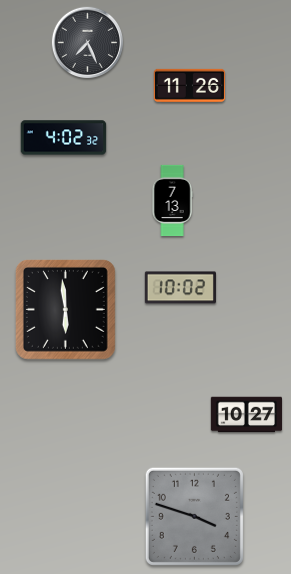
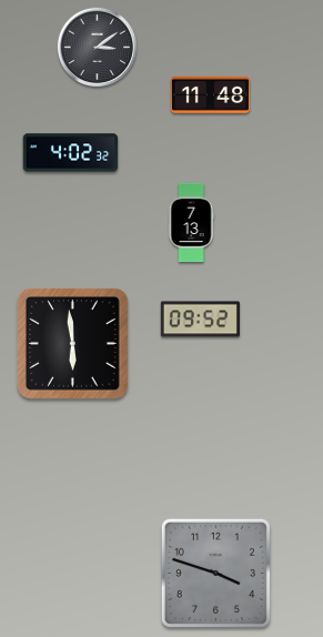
clock at (87, 42): 7:26 -> 3:09
clock at (189, 85): 11:26 -> 11:48
clock at (180, 288): 10:02 -> 09:52
clock at (246, 415): 10:27 -> none
